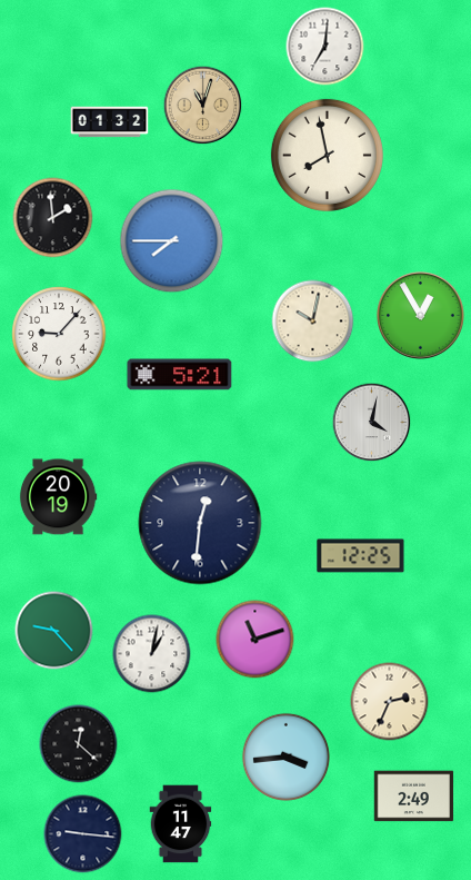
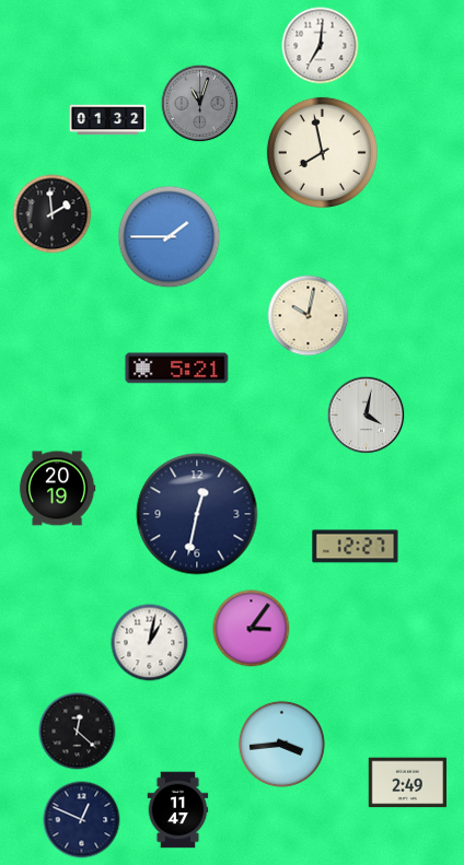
clock at (203, 106) dial: champagne -> grey
clock at (172, 241): 7:45 -> 1:45
clock at (421, 316): 12:55 -> none
clock at (59, 334): 9:07 -> none
clock at (200, 523): 12:31 -> 12:32
clock at (361, 556): 12:25 -> 12:27
clock at (54, 631): 9:23 -> none
clock at (255, 640): 11:12 -> 3:06
clock at (390, 702): 2:34 -> none
clock at (83, 834): 9:16 -> 12:49
